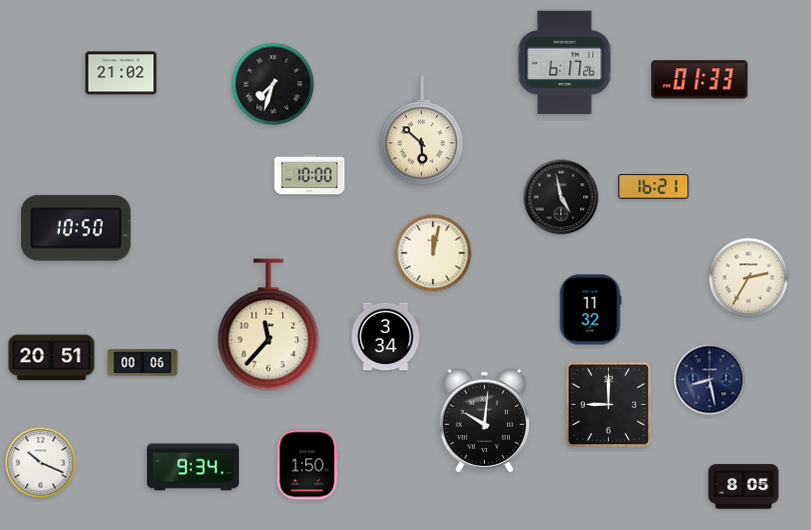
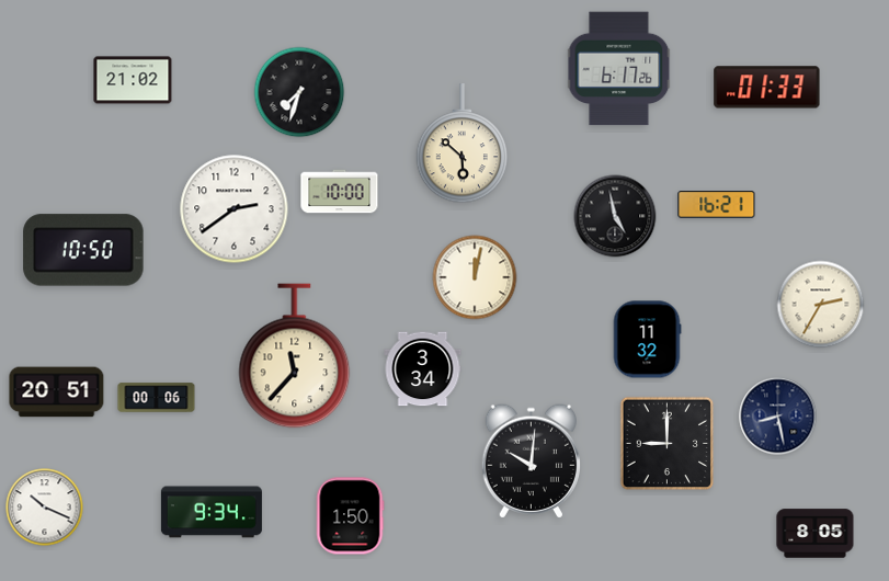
clock at (235, 209): none -> 2:39
clock at (307, 465) position: (307, 465) -> (350, 516)
